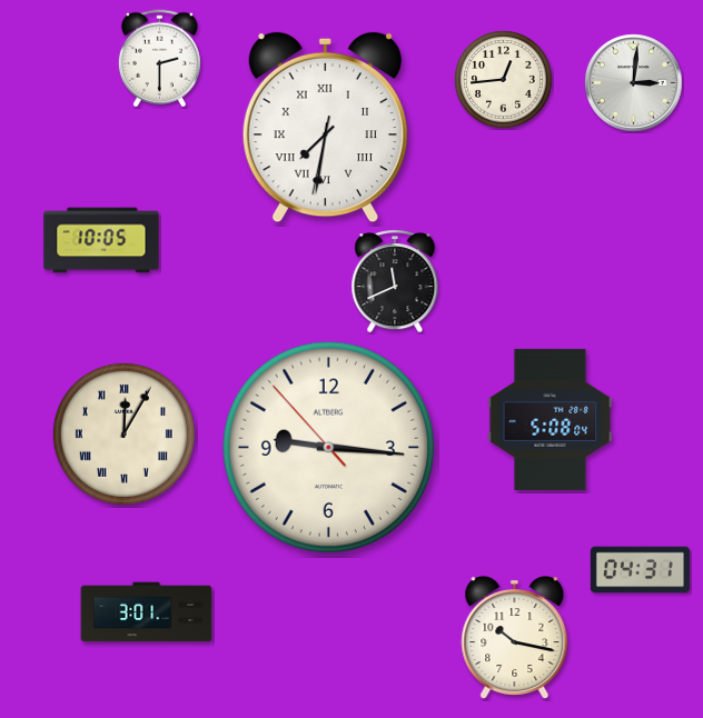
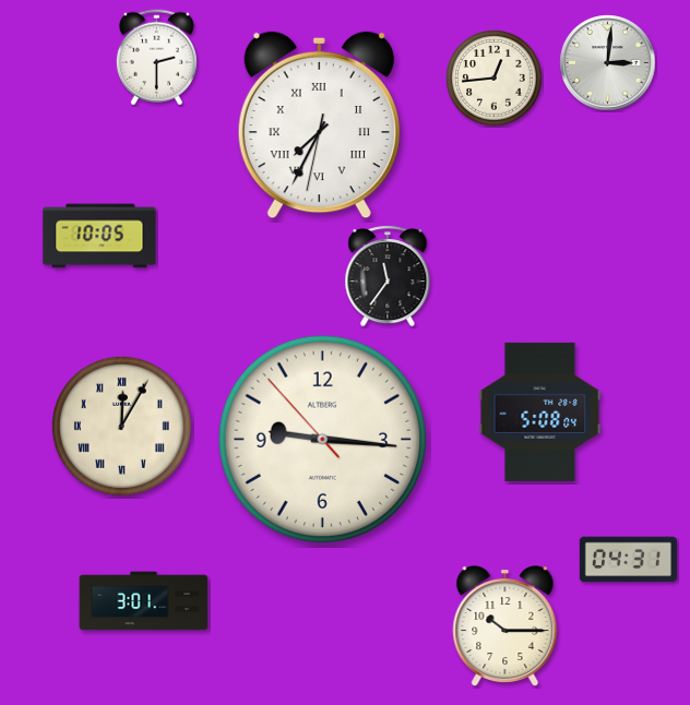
clock at (634, 83) position: (634, 83) -> (608, 63)
clock at (325, 128): 7:31 -> 7:34
clock at (395, 281): 11:41 -> 11:36
clock at (515, 638): 10:17 -> 10:15
